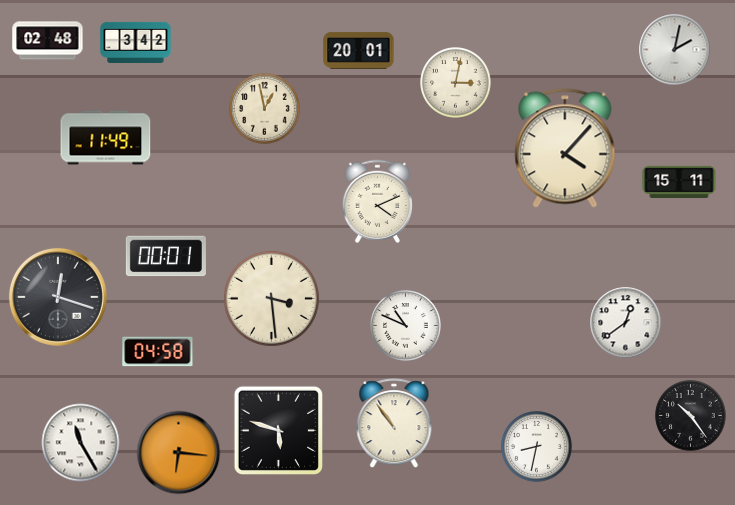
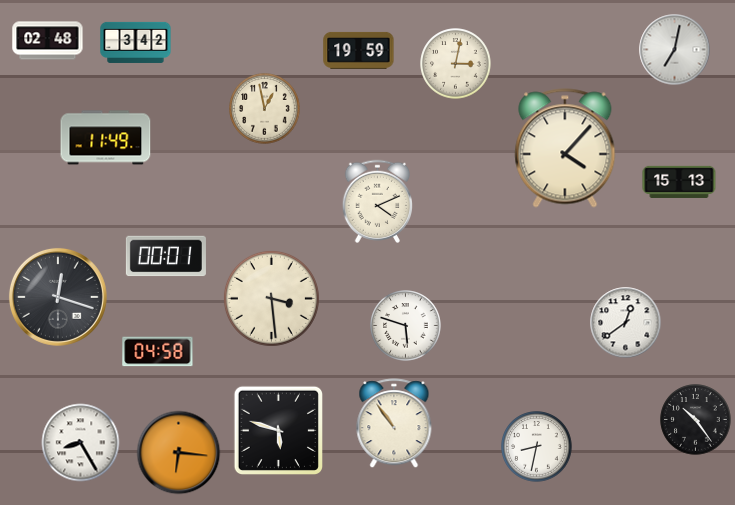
clock at (359, 50): 20:01 -> 19:59
clock at (675, 50): 2:02 -> 7:02
clock at (456, 83) position: (456, 83) -> (456, 64)
clock at (679, 182): 15:11 -> 15:13
clock at (406, 326): 10:49 -> 5:48
clock at (691, 416) position: (691, 416) -> (696, 420)
clock at (81, 443): 11:25 -> 8:25
